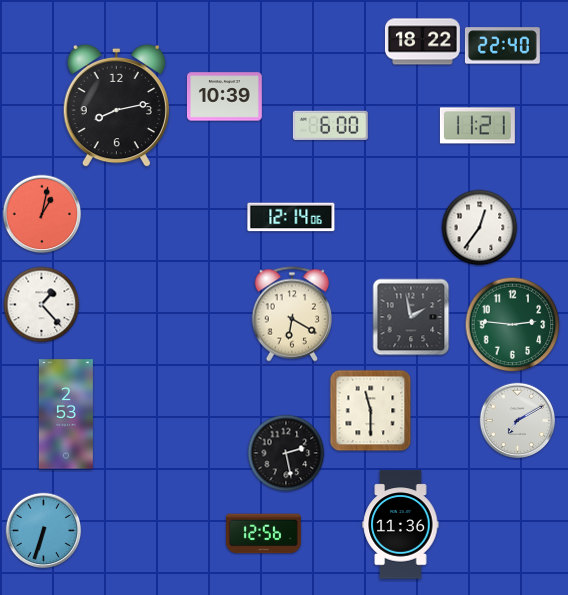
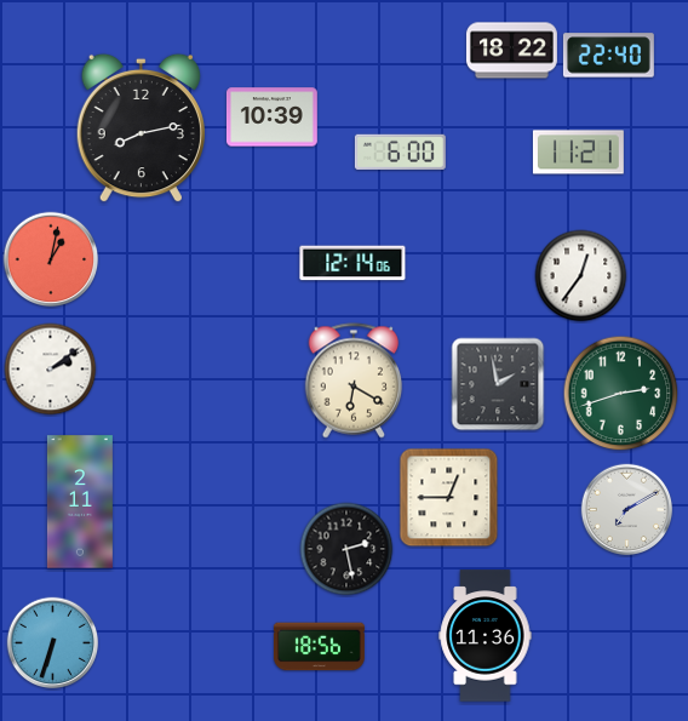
clock at (42, 305): 1:23 -> 2:09
clock at (513, 325): 2:46 -> 2:42
clock at (371, 411): 11:30 -> 12:45
clock at (66, 414): 2:53 -> 2:11
clock at (263, 534): 12:56 -> 18:56
